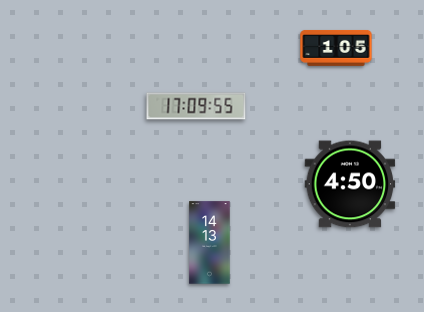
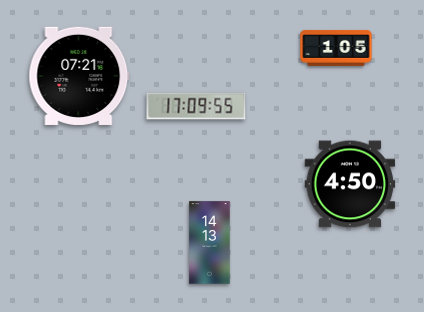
clock at (79, 76): none -> 07:21
